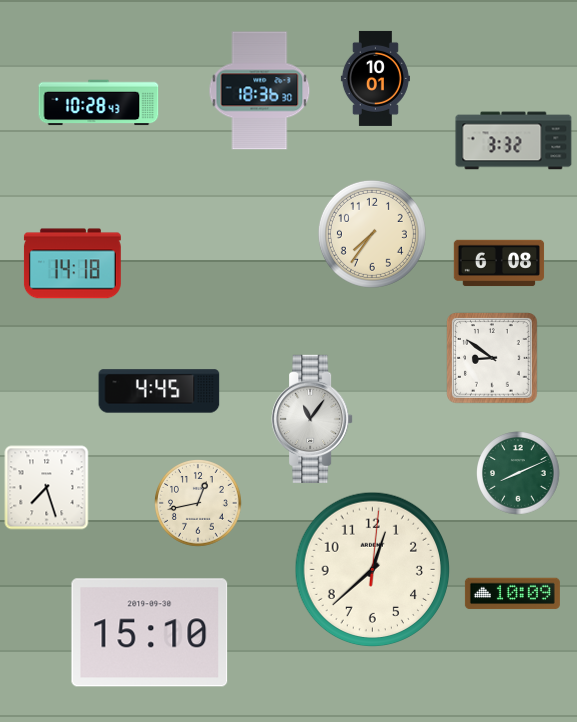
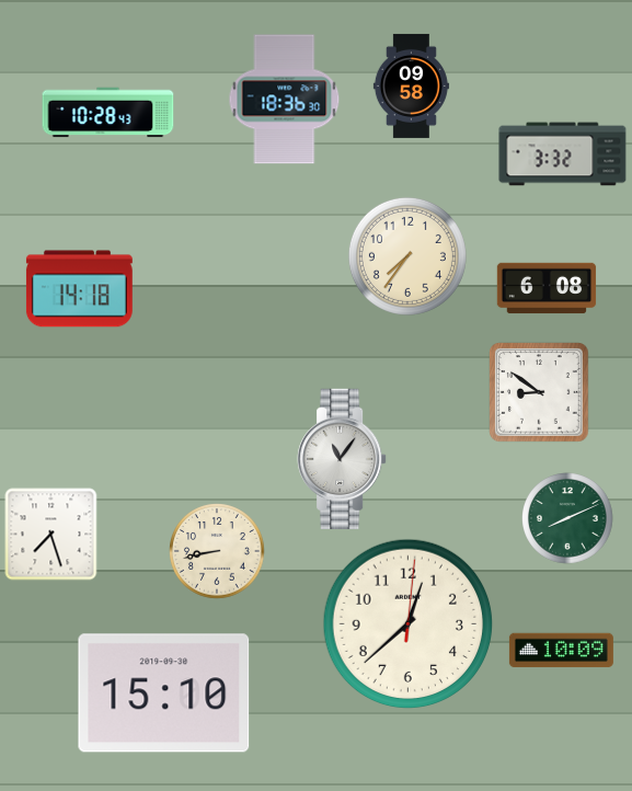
clock at (375, 78): 10:01 -> 09:58
clock at (159, 391): 4:45 -> none
clock at (199, 504): 12:43 -> 8:43
